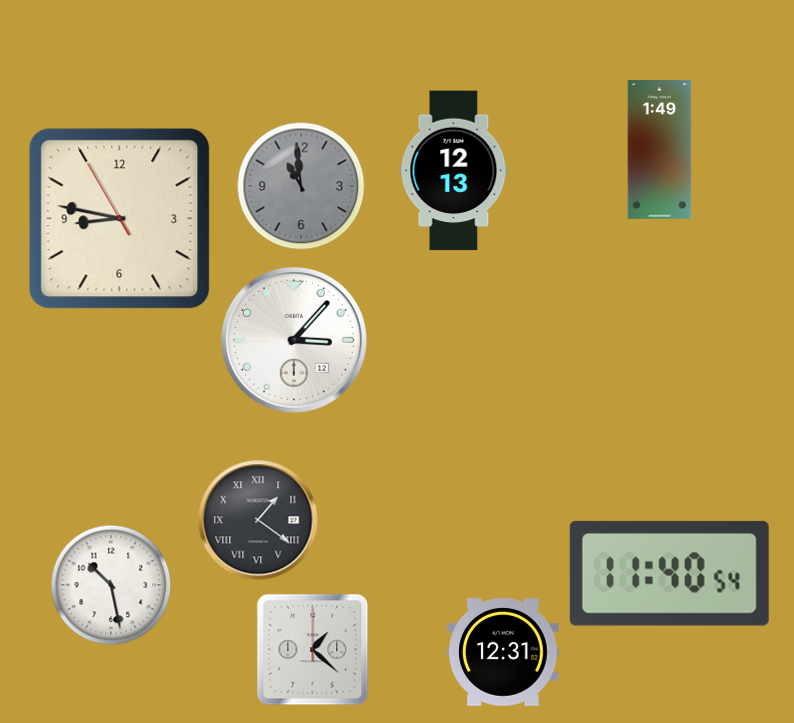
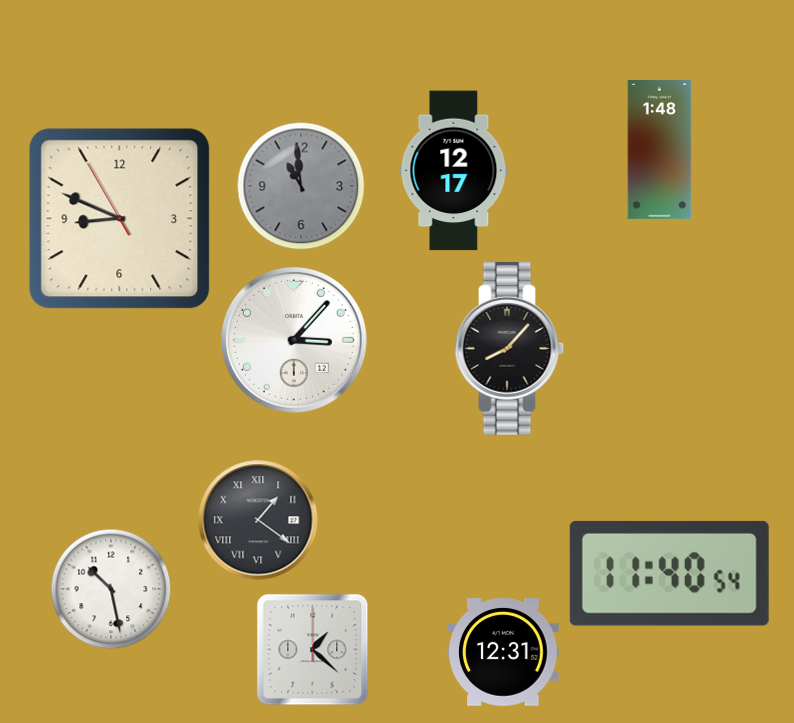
clock at (660, 149): 1:49 -> 1:48
clock at (454, 171): 12:13 -> 12:17
clock at (120, 219): 8:46 -> 8:48
clock at (510, 349): none -> 8:07
clock at (111, 585) position: (111, 585) -> (111, 589)
